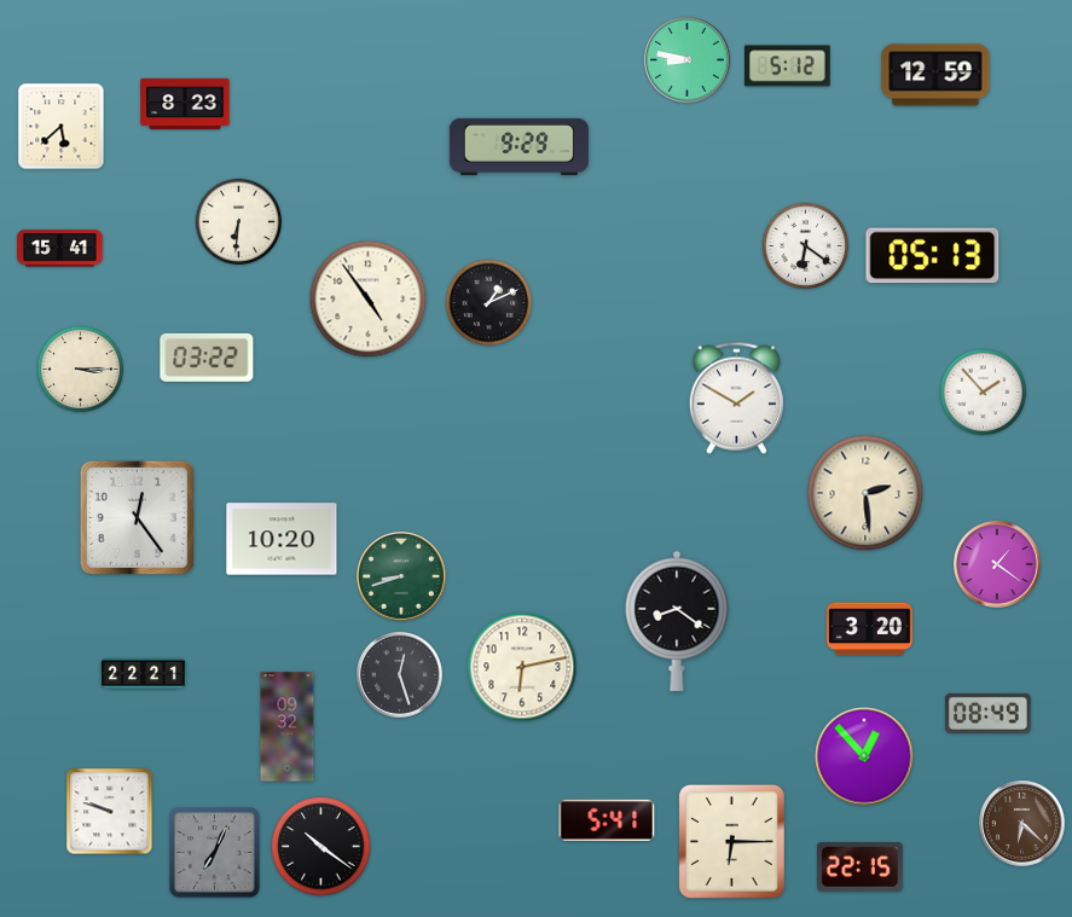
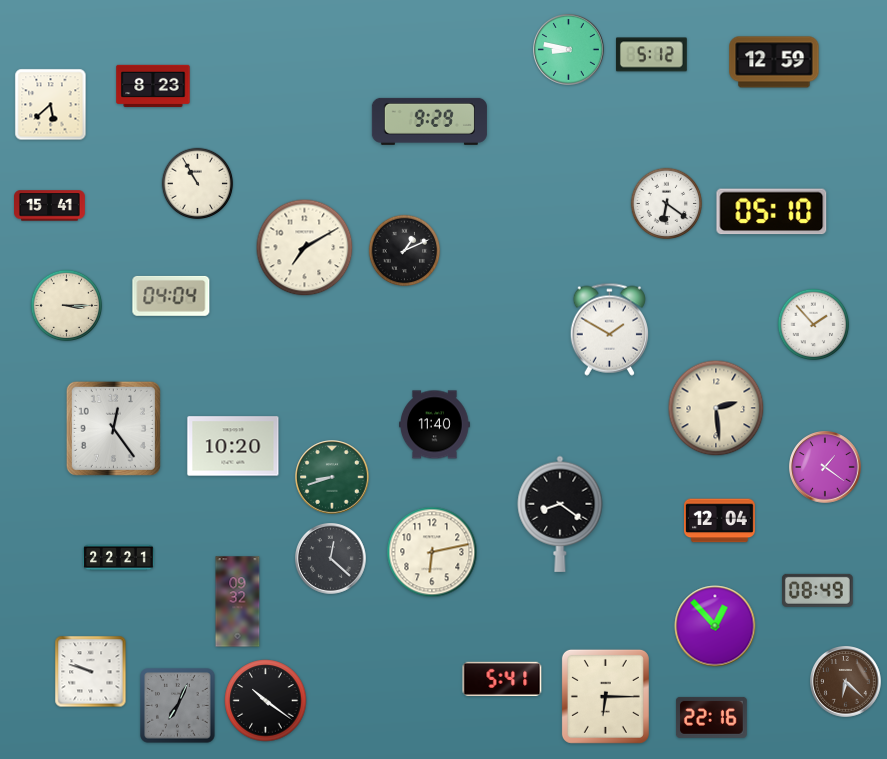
clock at (239, 222): 6:31 -> 10:55
clock at (933, 256): 05:13 -> 05:10
clock at (369, 300): 4:54 -> 7:10
clock at (207, 358): 03:22 -> 04:04
clock at (435, 425): none -> 11:40
clock at (870, 629): 3:20 -> 12:04
clock at (400, 675): 12:27 -> 12:22
clock at (859, 866): 22:15 -> 22:16
